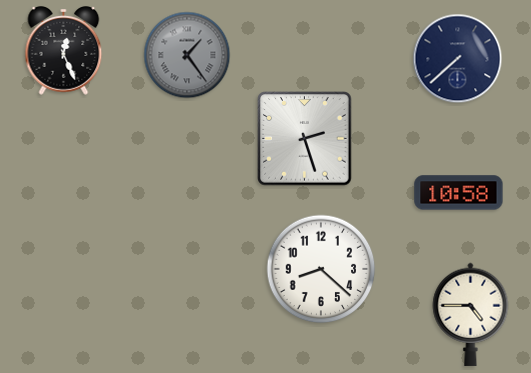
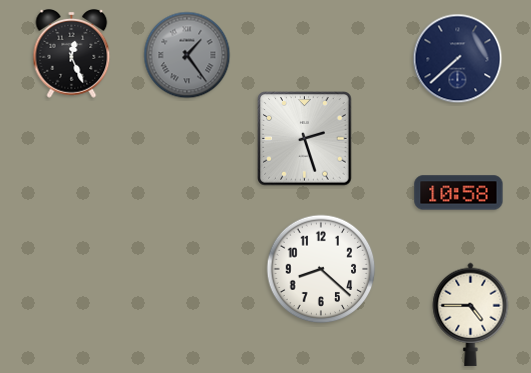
clock at (64, 51) position: (64, 51) -> (72, 54)
